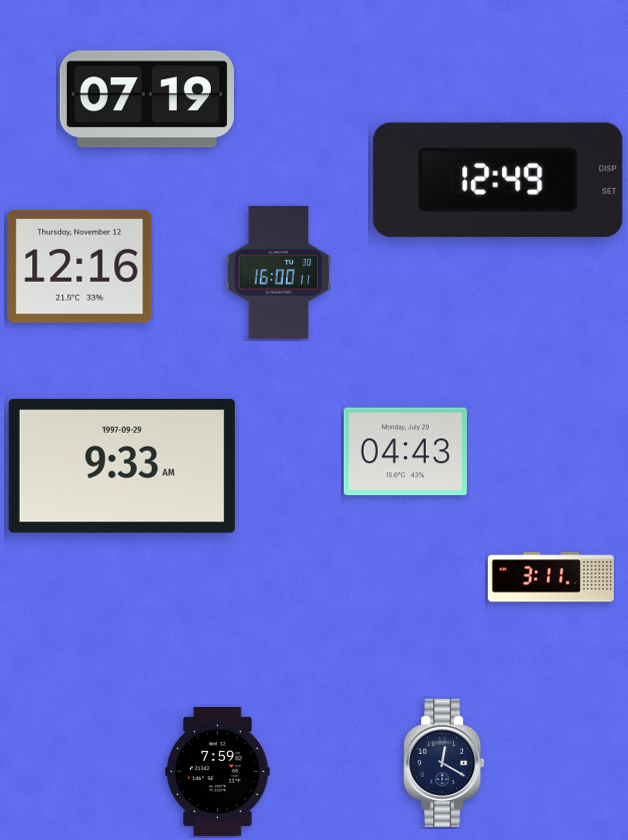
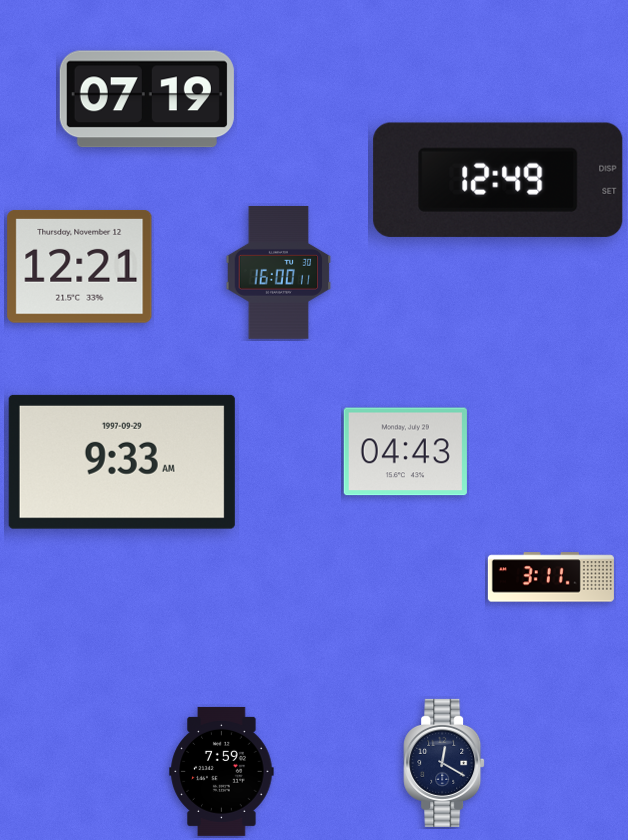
clock at (80, 267): 12:16 -> 12:21
clock at (122, 466) position: (122, 466) -> (122, 462)
clock at (218, 771) position: (218, 771) -> (222, 771)
